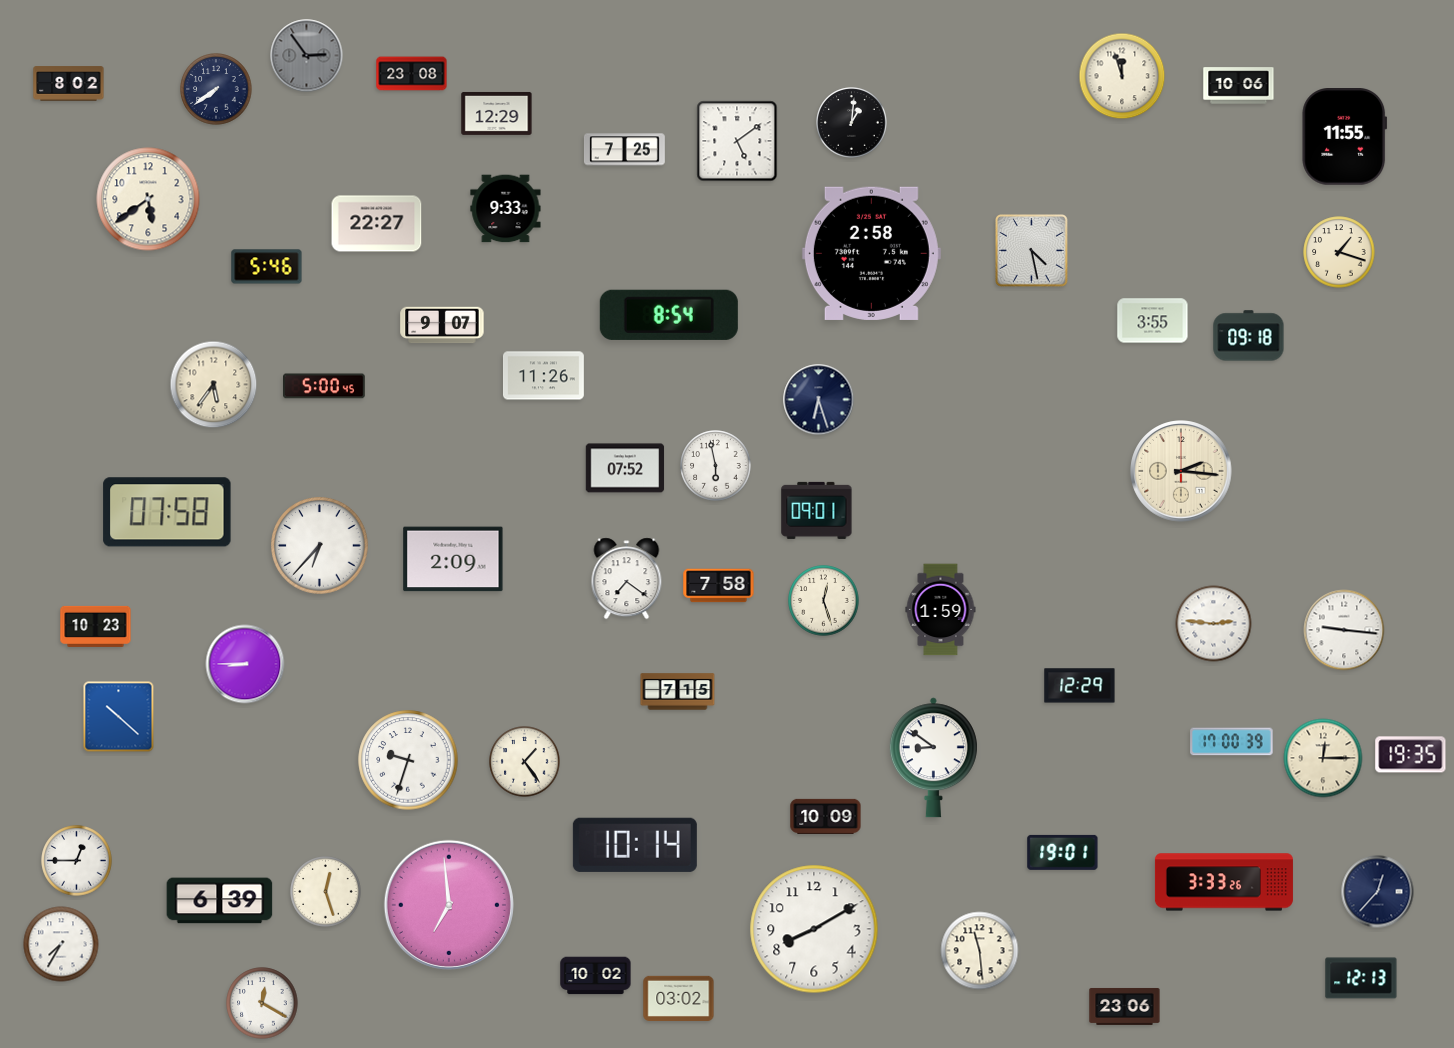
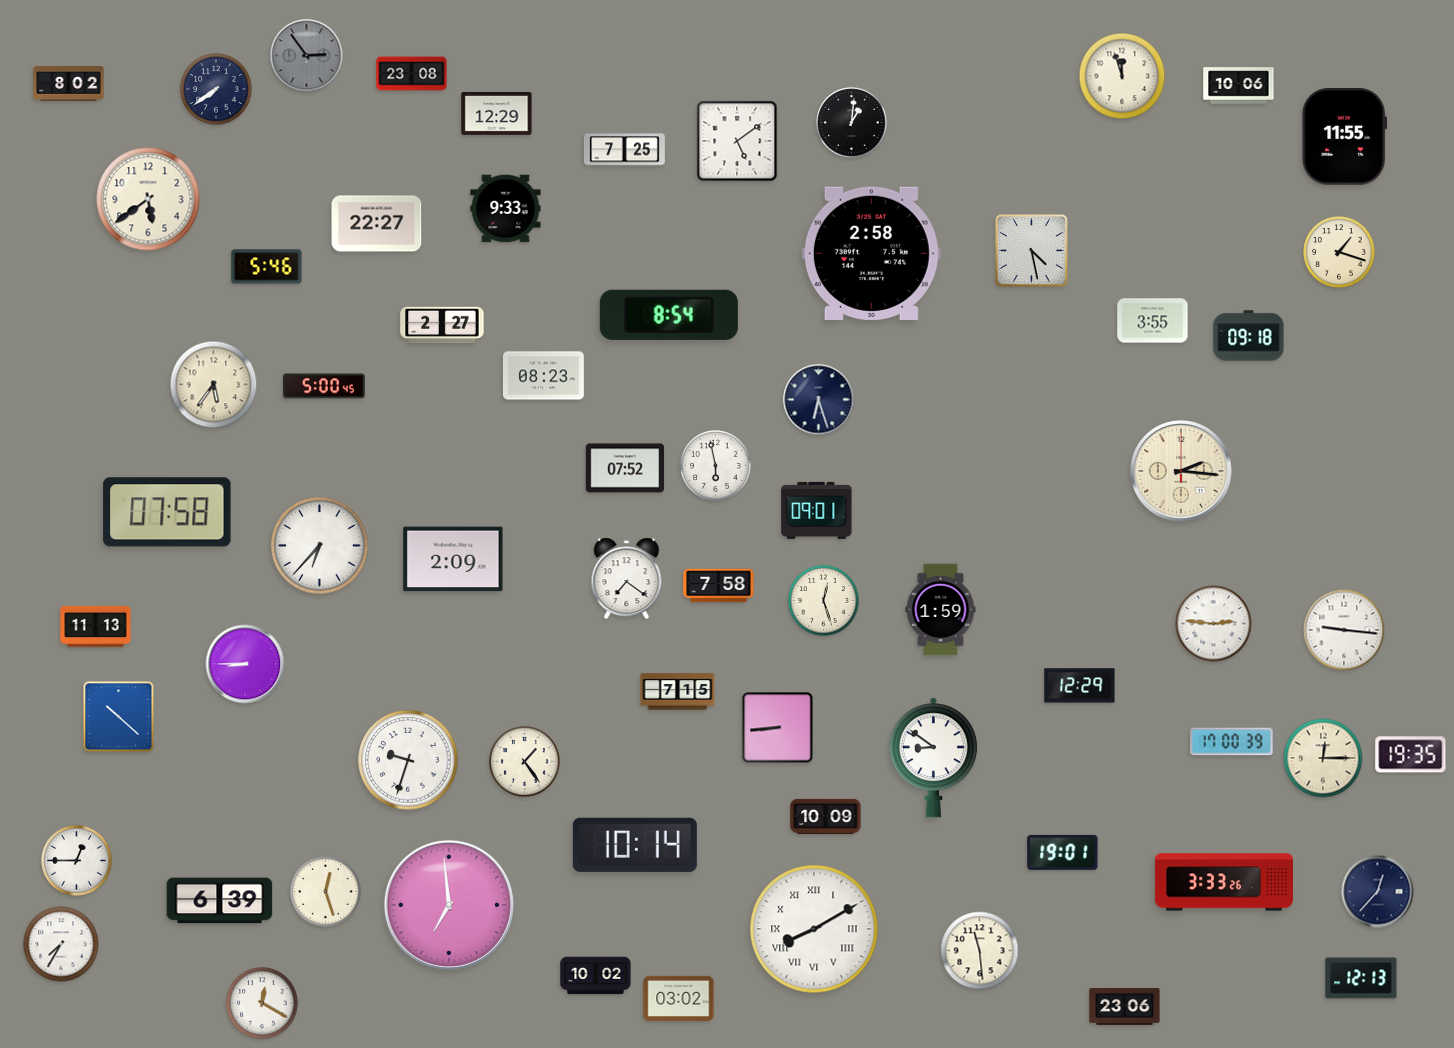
clock at (442, 325): 9:07 -> 2:27
clock at (543, 376): 11:26 -> 08:23
clock at (96, 626): 10:23 -> 11:13
clock at (778, 728): none -> 8:44
clock at (814, 929) numerals: Arabic -> Roman
